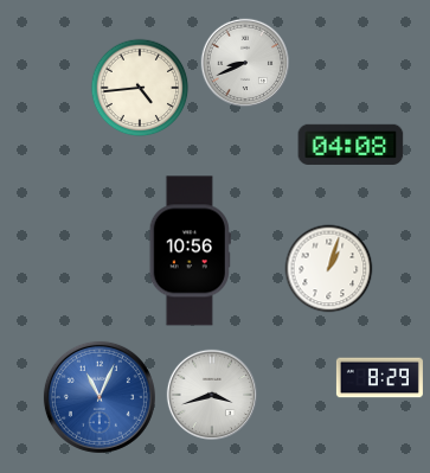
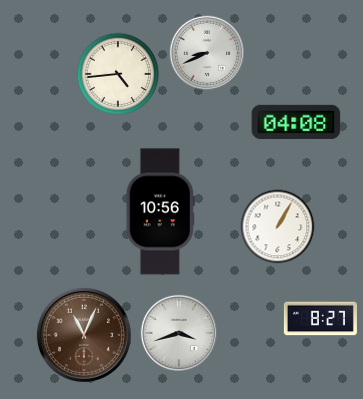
clock at (329, 269): 1:03 -> 1:05
clock at (379, 378): 8:29 -> 8:27
clock at (100, 397) dial: blue -> brown
